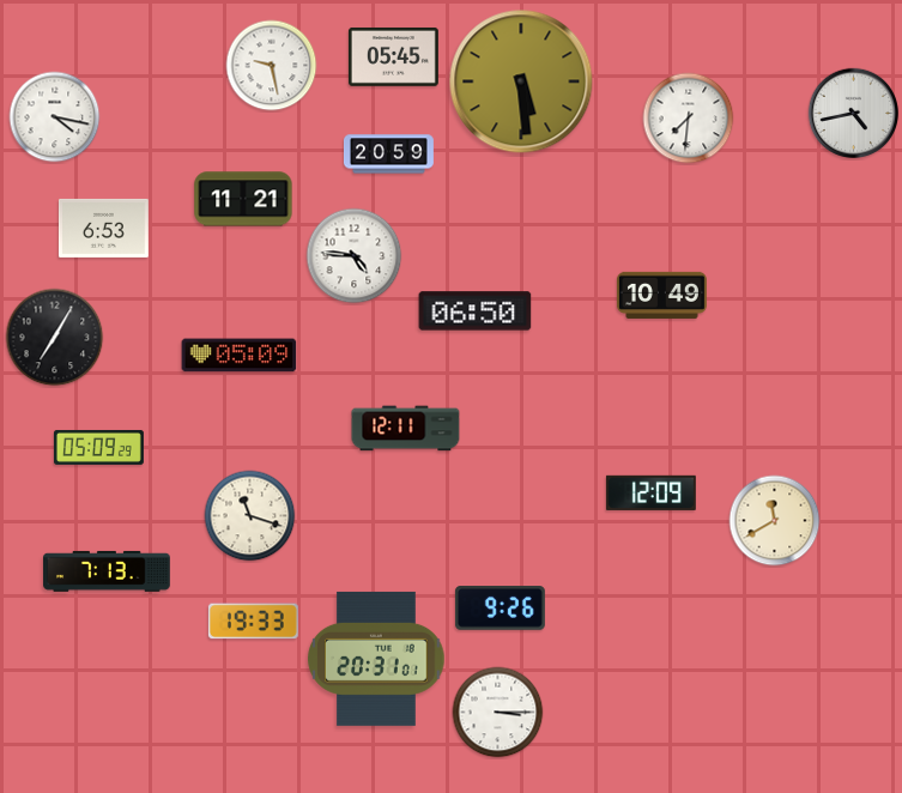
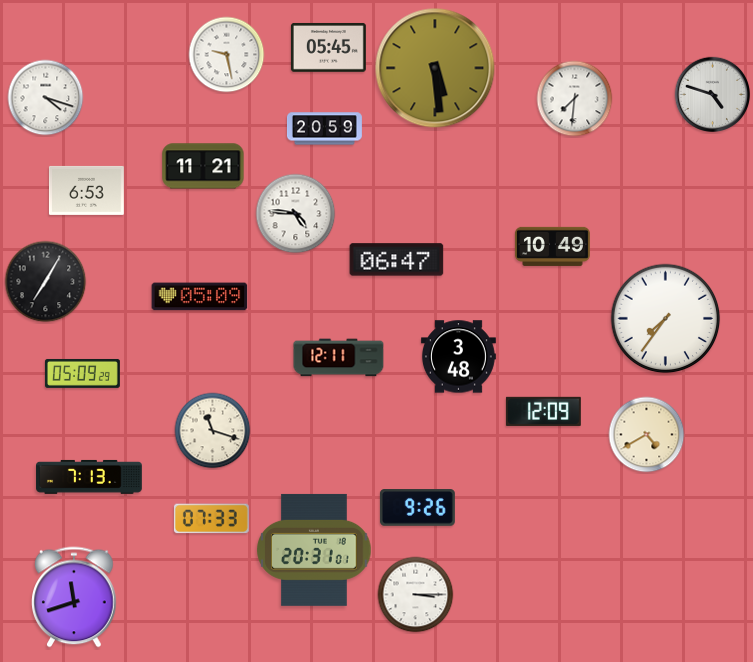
clock at (854, 114): 4:43 -> 4:48
clock at (55, 117): 4:17 -> 4:18
clock at (476, 311): 06:50 -> 06:47
clock at (666, 319): none -> 7:36
clock at (458, 357): none -> 3:48
clock at (250, 516) position: (250, 516) -> (213, 431)
clock at (775, 521): 11:40 -> 4:40
clock at (253, 622): 19:33 -> 07:33
clock at (74, 597): none -> 11:42
